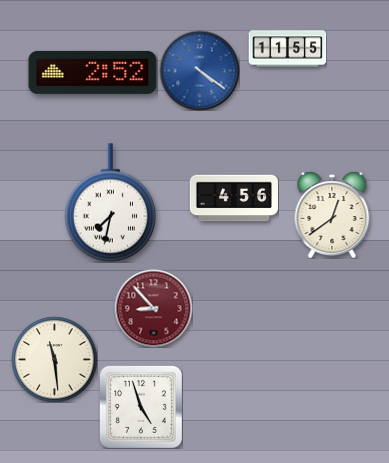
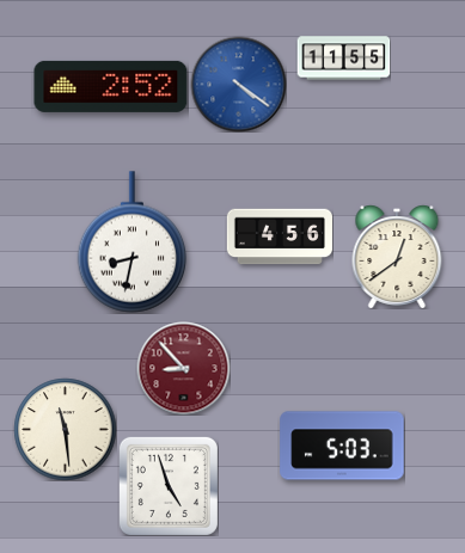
clock at (111, 203): 7:32 -> 8:32
clock at (342, 446): none -> 5:03
